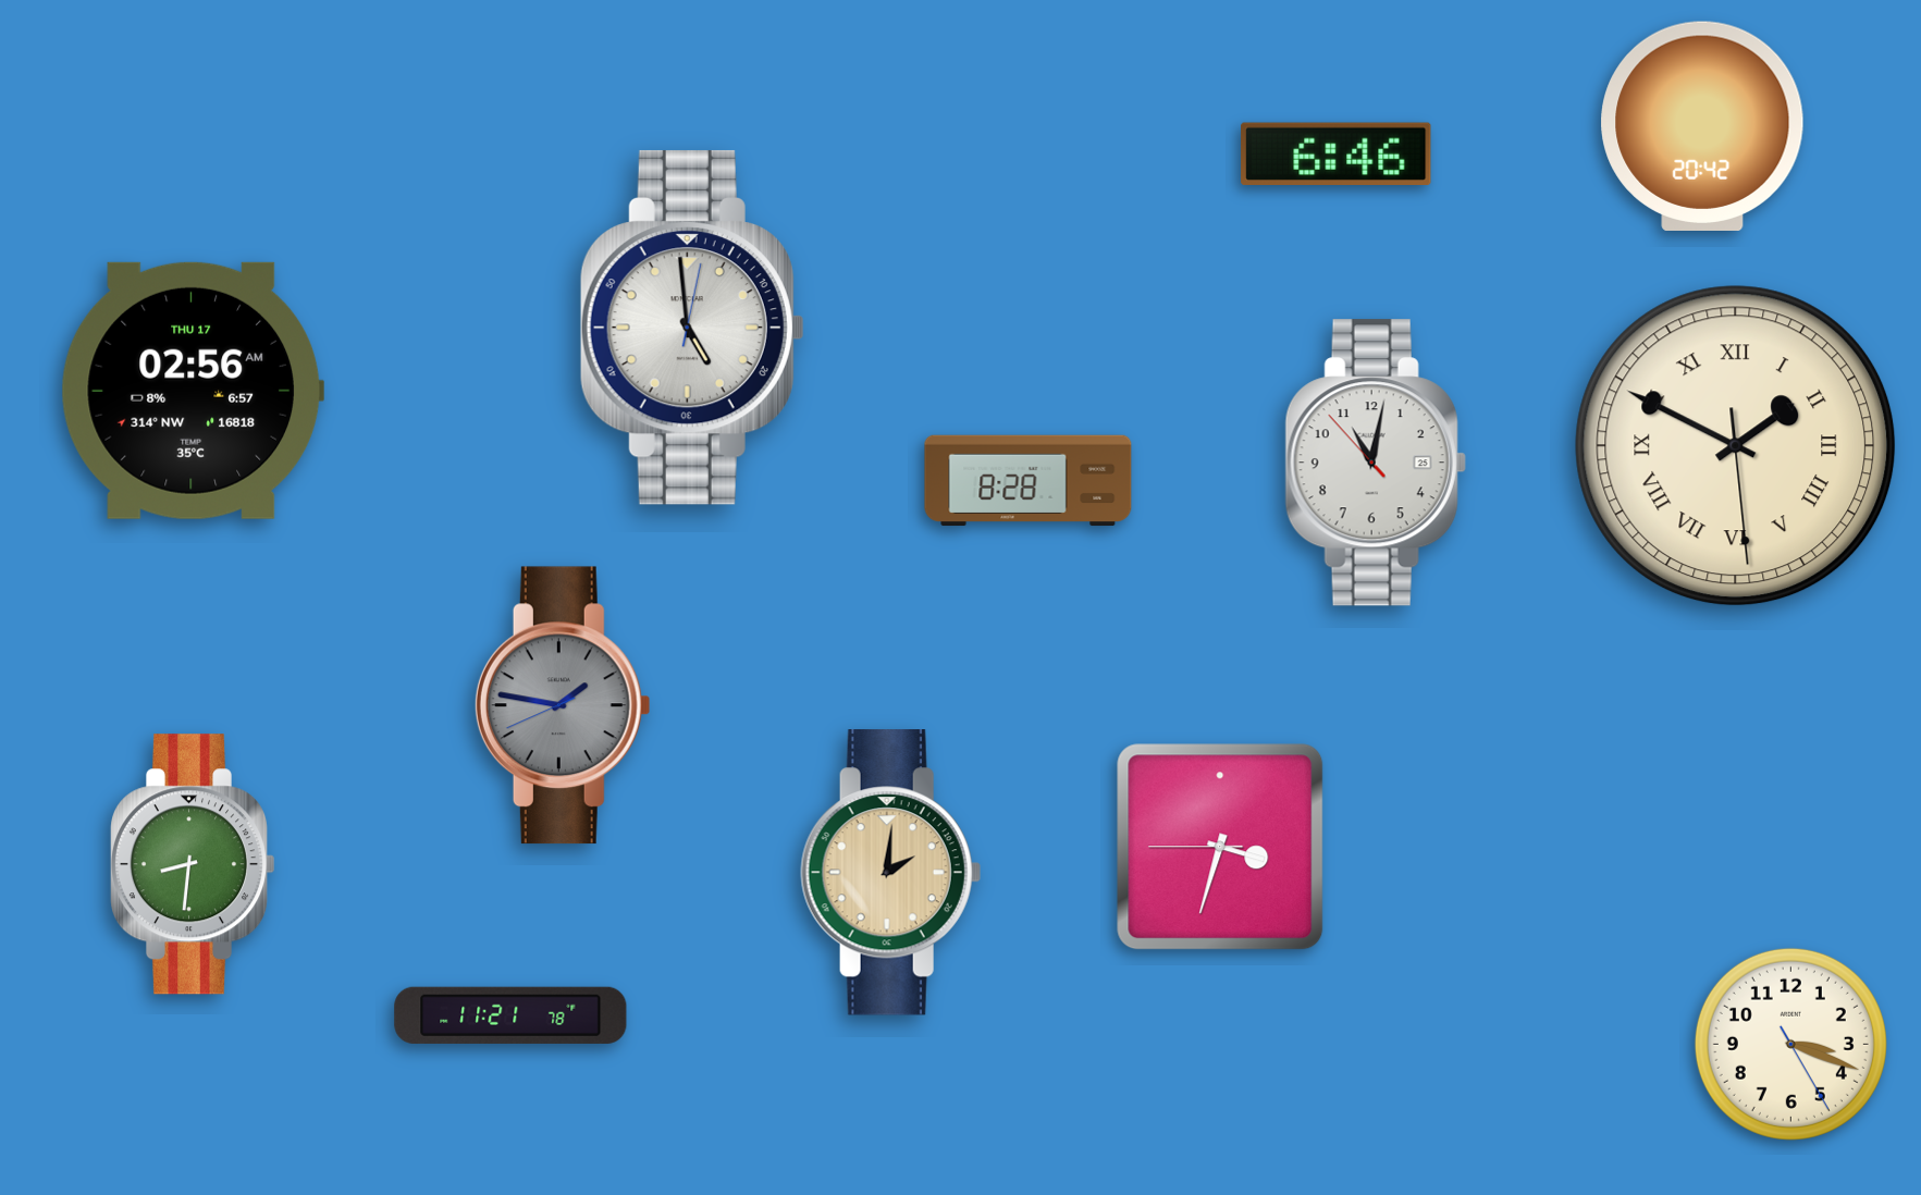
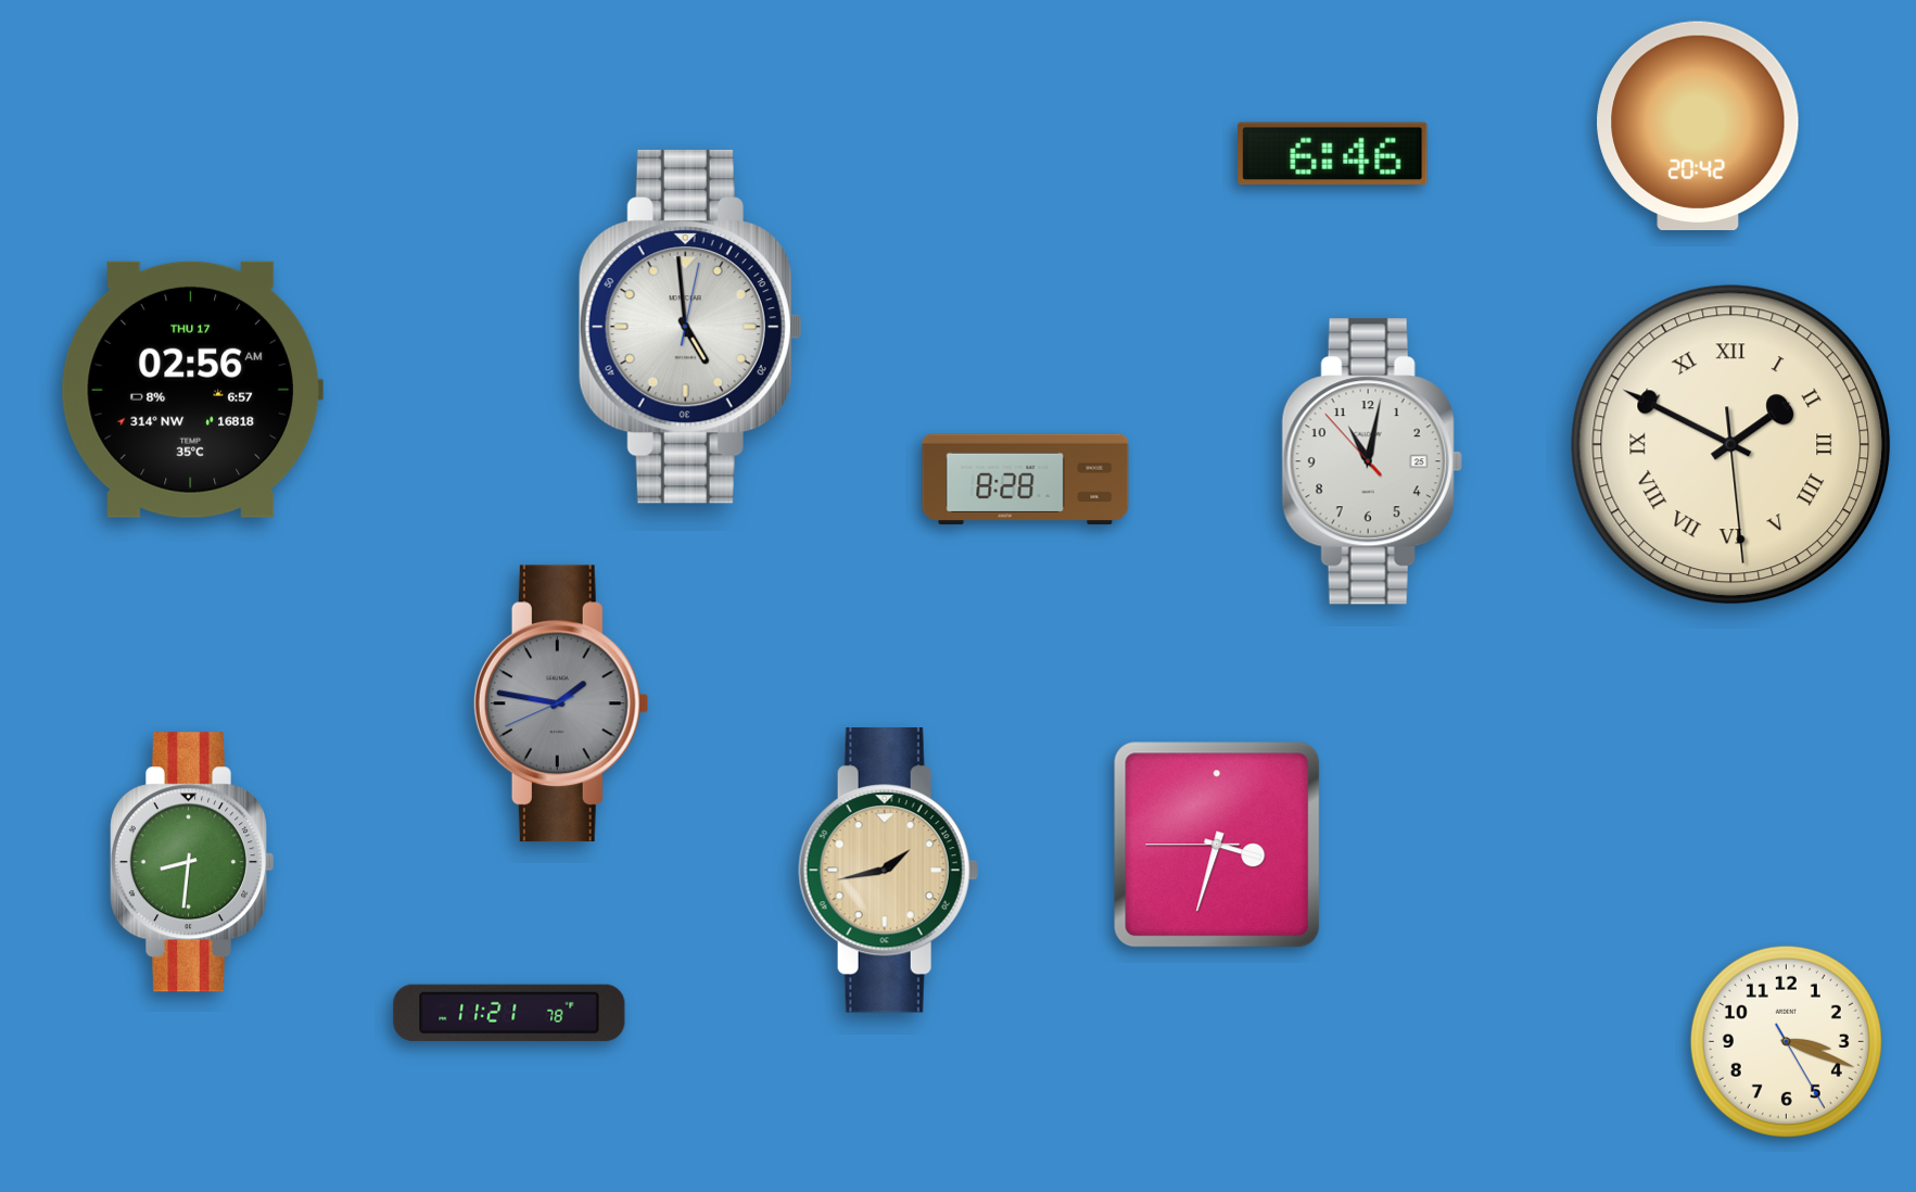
clock at (890, 873): 2:01 -> 1:43
